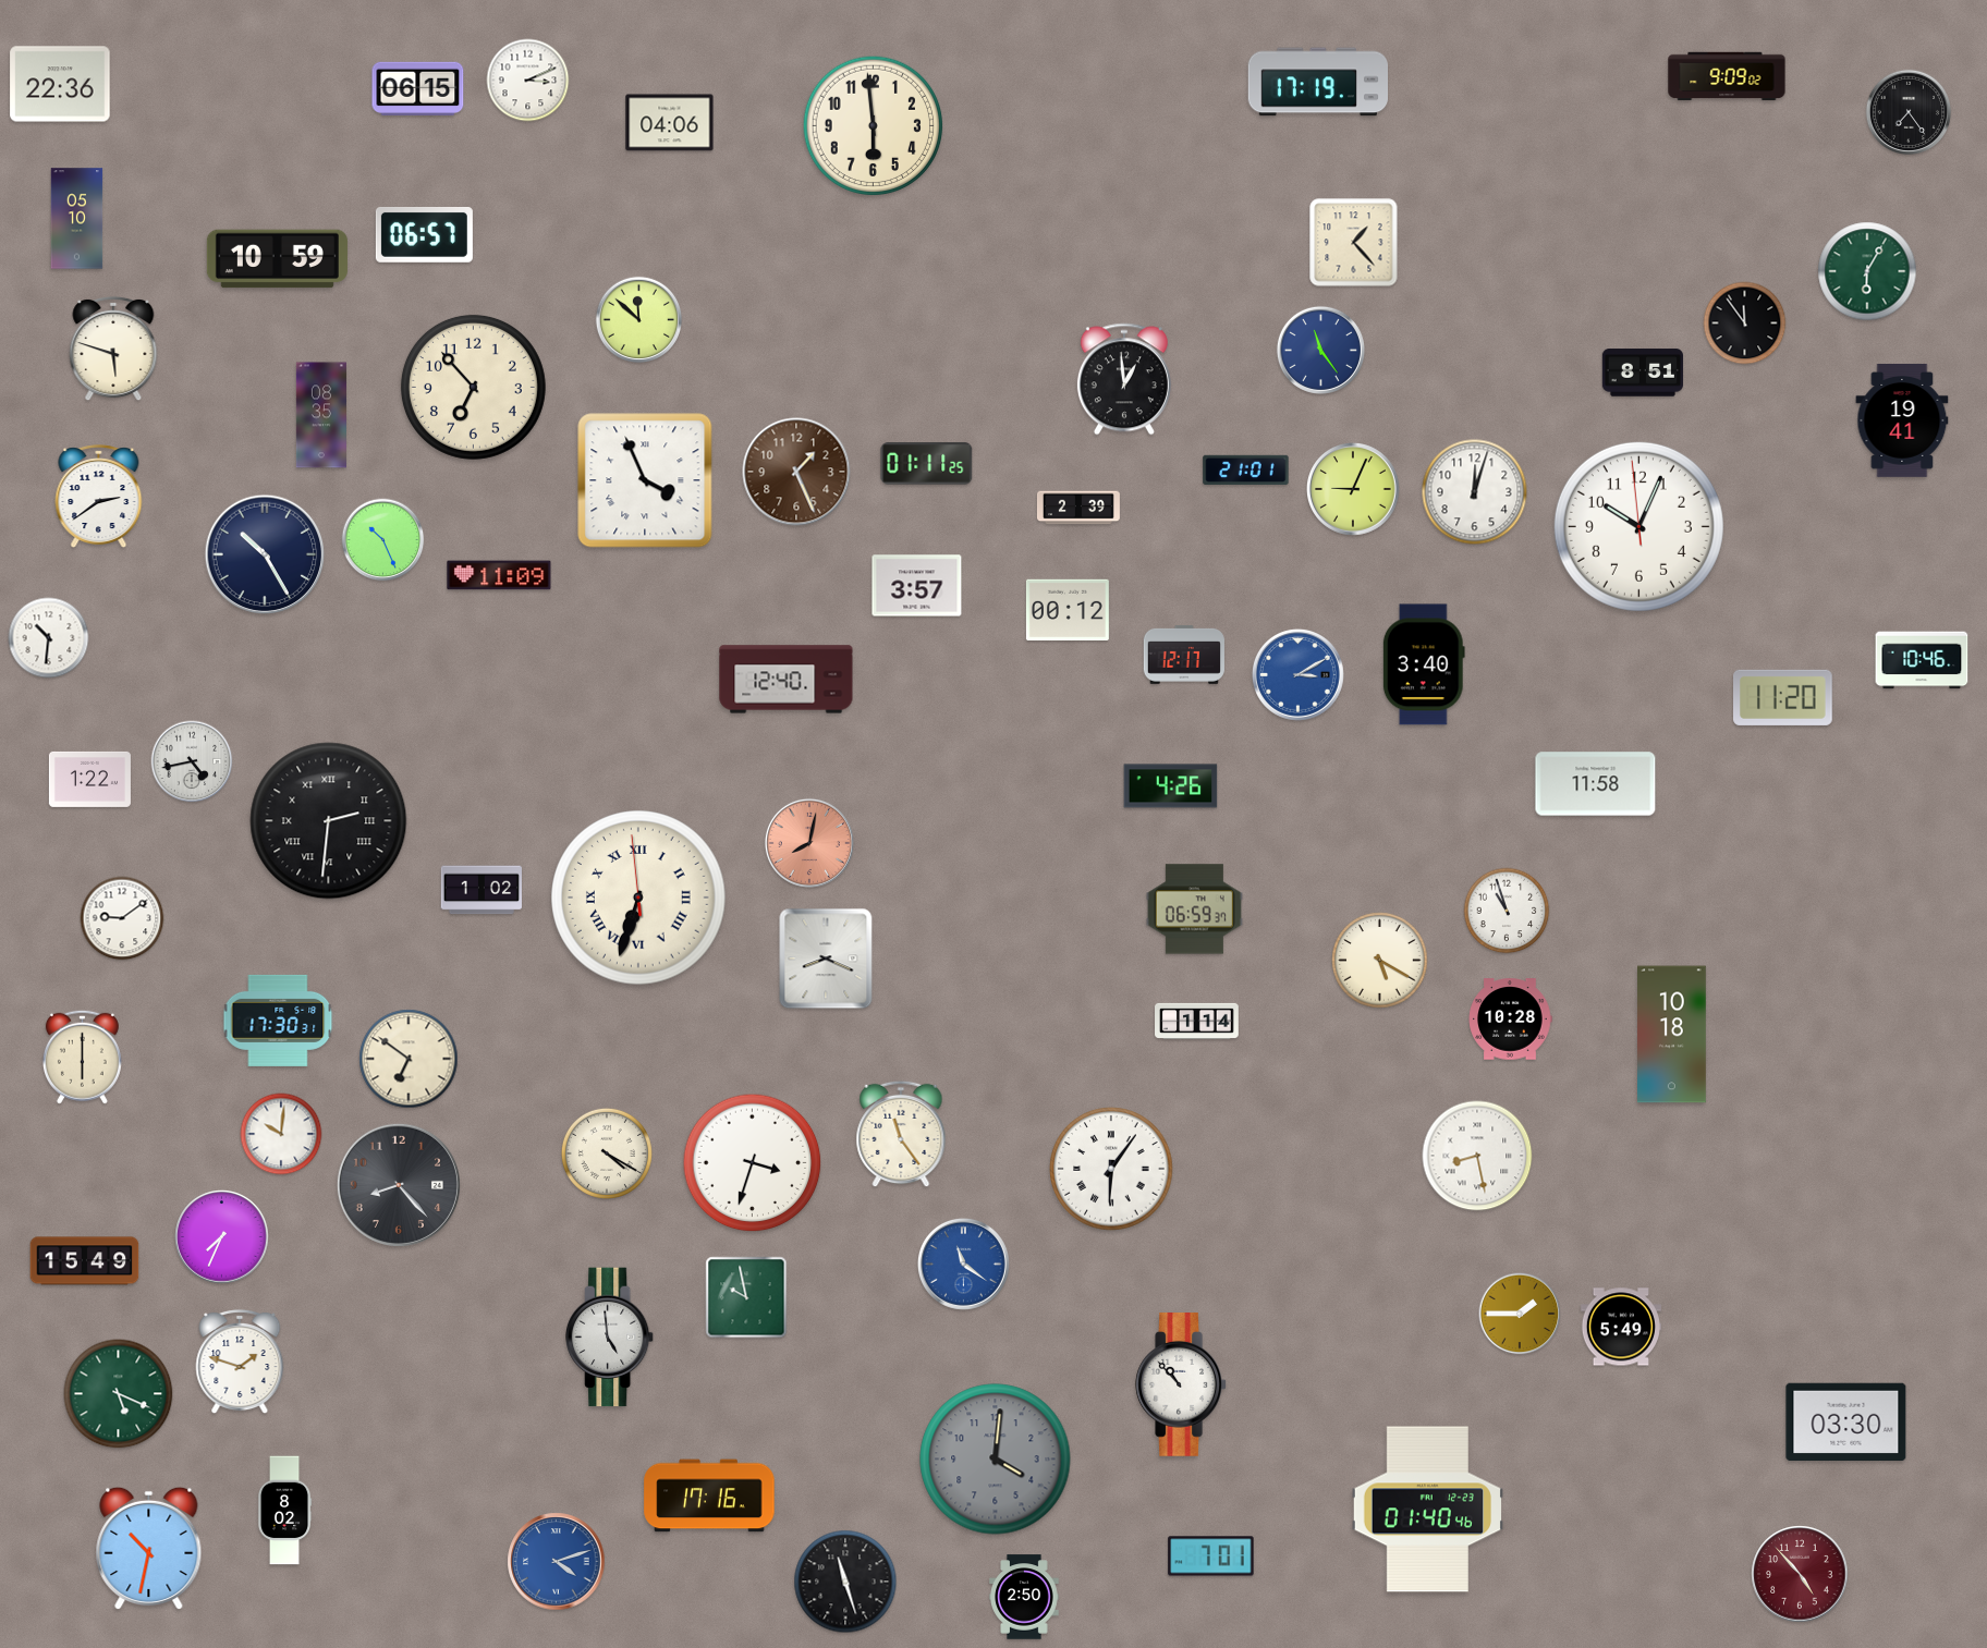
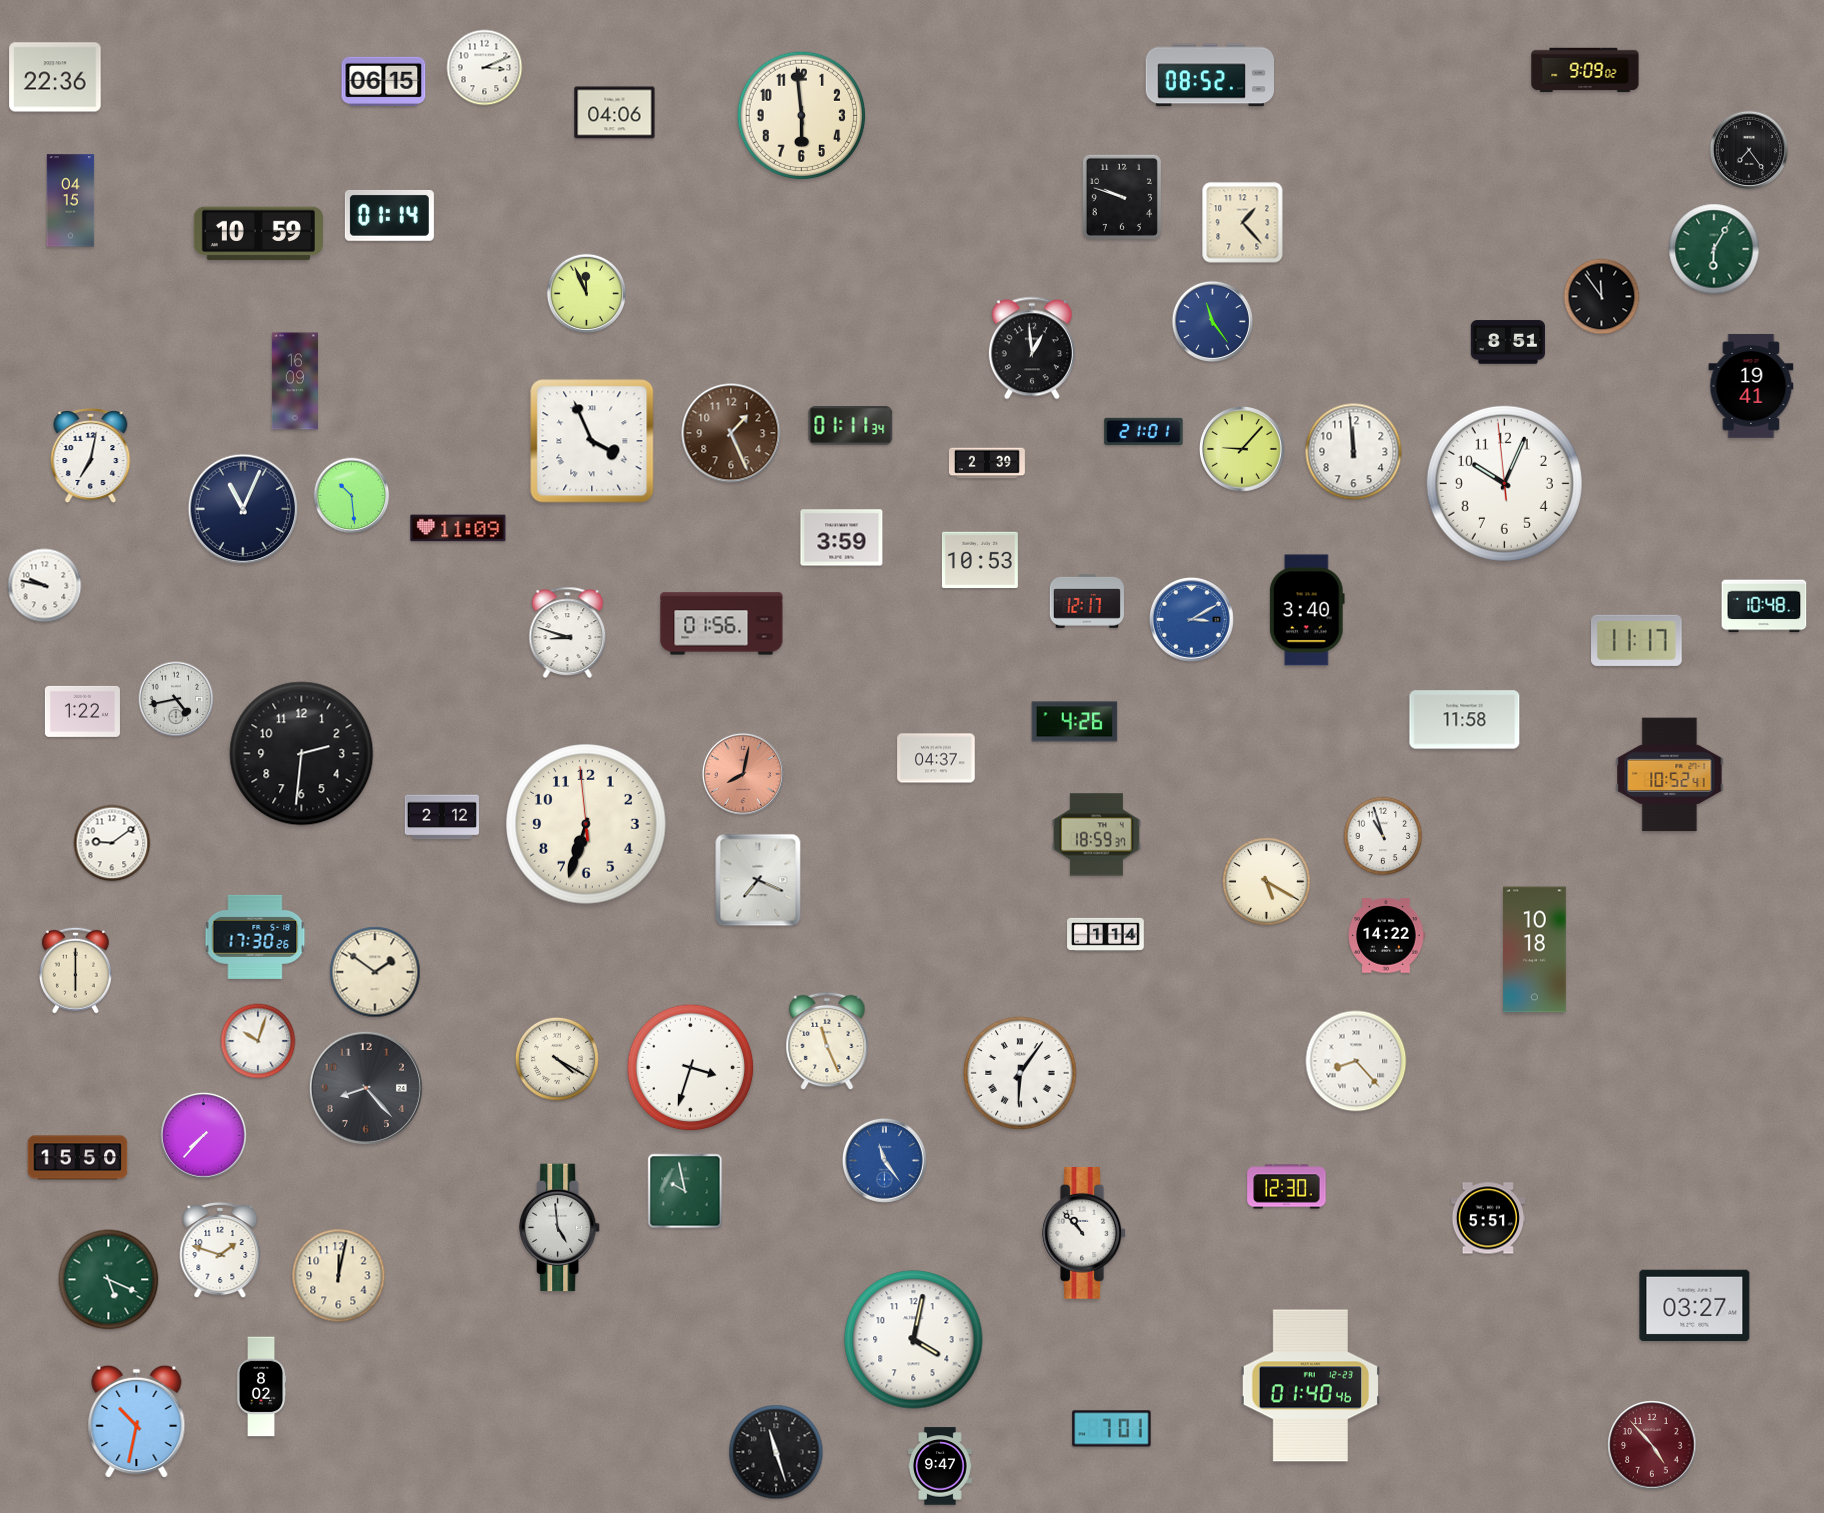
clock at (528, 81) position: (528, 81) -> (485, 68)
clock at (1317, 82): 17:19 -> 08:52
clock at (1909, 112) position: (1909, 112) -> (1749, 150)
clock at (1122, 197): none -> 9:48
clock at (77, 219): 05:10 -> 04:15
clock at (424, 234): 06:57 -> 01:14
clock at (277, 259) position: (277, 259) -> (258, 234)
clock at (638, 319): 11:52 -> 11:56
clock at (113, 349): 5:48 -> none
clock at (473, 387): 6:53 -> none
clock at (321, 415): 08:35 -> 16:09
clock at (1902, 420) position: (1902, 420) -> (1751, 386)
clock at (927, 464): 01:11:25 -> 01:11:34
clock at (1354, 490): 9:04 -> 9:07
clock at (1475, 492): 12:03 -> 11:59
clock at (99, 497): 2:39 -> 7:02
clock at (1078, 508) position: (1078, 508) -> (987, 463)
clock at (383, 540): 10:26 -> 10:29
clock at (265, 554): 10:25 -> 11:04
clock at (917, 586): 3:57 -> 3:59
clock at (1068, 610): 00:12 -> 10:53
clock at (49, 638): 10:31 -> 9:47
clock at (1922, 660): 10:46 -> 10:48
clock at (787, 680): 12:40 -> 01:56
clock at (568, 632): none -> 8:48
clock at (1783, 697): 11:20 -> 11:17
clock at (89, 779) position: (89, 779) -> (82, 711)
clock at (329, 821) numerals: Roman -> Arabic
clock at (936, 758): none -> 04:37
clock at (1670, 775): none -> 10:52
clock at (480, 890): 1:02 -> 2:12
clock at (638, 898) numerals: Roman -> Arabic
clock at (1194, 910): 06:59 -> 18:59
clock at (826, 959): 8:19 -> 7:19
clock at (1510, 1020): 10:28 -> 14:22
clock at (278, 1021): 17:30:31 -> 17:30:26
clock at (1197, 1021) position: (1197, 1021) -> (1106, 934)
clock at (409, 1059): 6:51 -> 1:51
clock at (281, 1134): 10:01 -> 10:03
clock at (901, 1134): 11:24 -> 11:26
clock at (1477, 1156): 8:28 -> 8:23
clock at (222, 1237): 7:34 -> 7:37
clock at (85, 1261): 15:49 -> 15:50
clock at (963, 1264): 11:21 -> 11:24
clock at (1287, 1187): none -> 12:30
clock at (1520, 1314): 1:45 -> none
clock at (1620, 1327): 5:49 -> 5:51
clock at (1181, 1385) position: (1181, 1385) -> (1084, 1234)
clock at (339, 1276): none -> 12:02
clock at (1846, 1423): 03:30 -> 03:27
clock at (996, 1460): 4:01 -> 4:02
clock at (996, 1460) dial: grey -> white
clock at (709, 1496): 17:16 -> none
clock at (557, 1562): 4:12 -> none
clock at (1024, 1597): 2:50 -> 9:47
